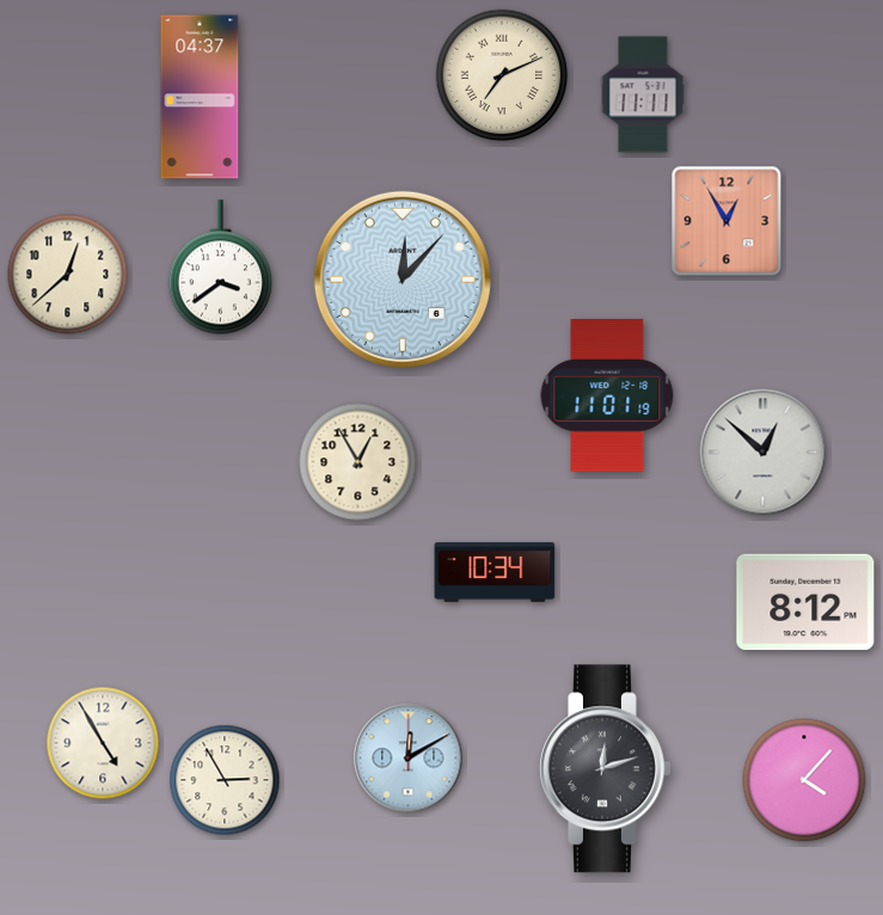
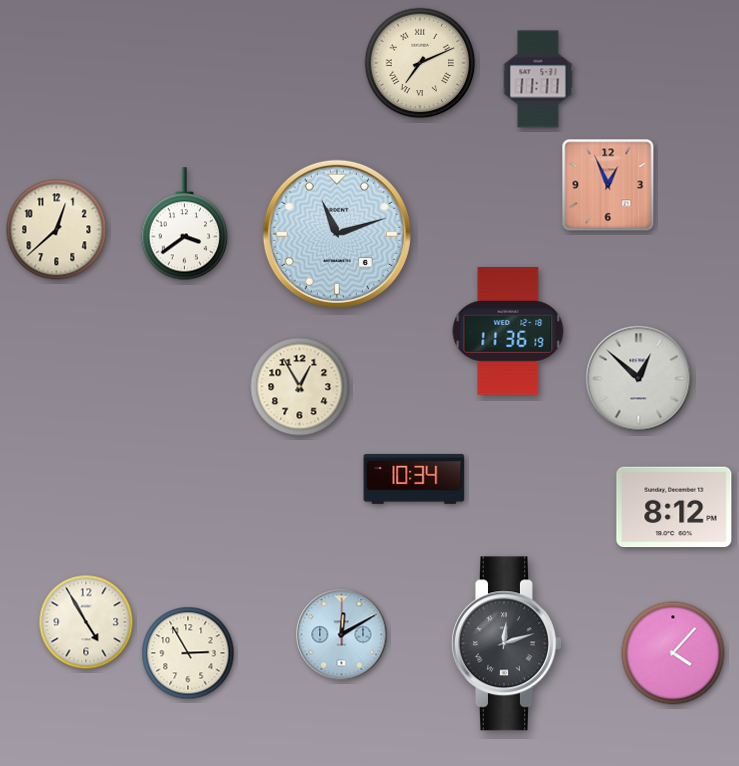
clock at (200, 97): 04:37 -> none
clock at (726, 221): 12:55 -> 12:56
clock at (403, 280): 12:07 -> 11:12
clock at (607, 397): 11:01 -> 11:36
clock at (805, 602) position: (805, 602) -> (674, 507)
